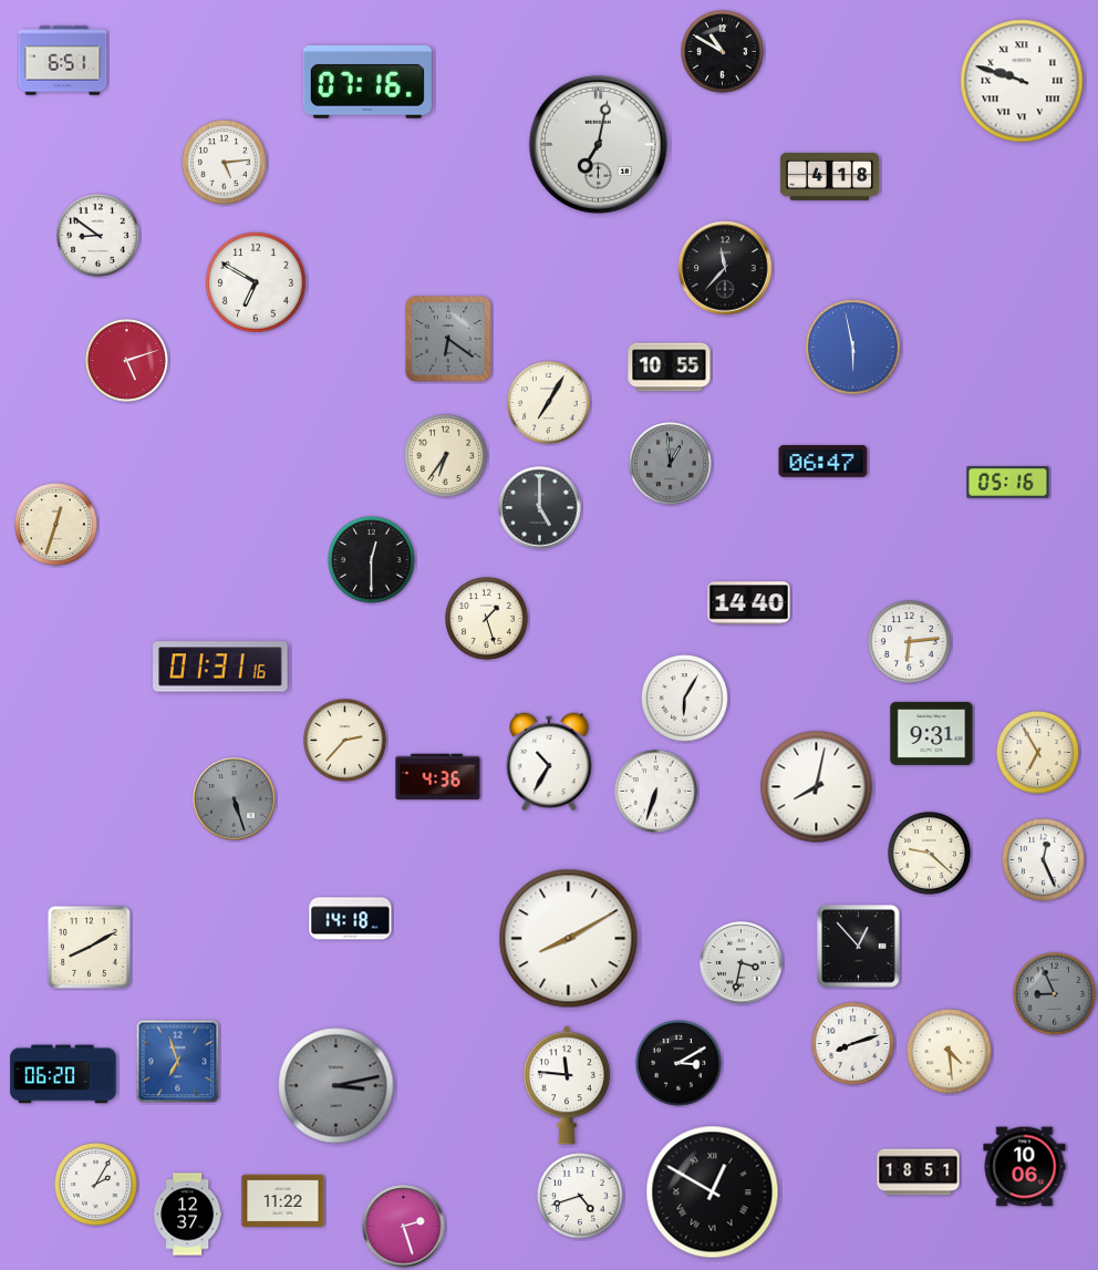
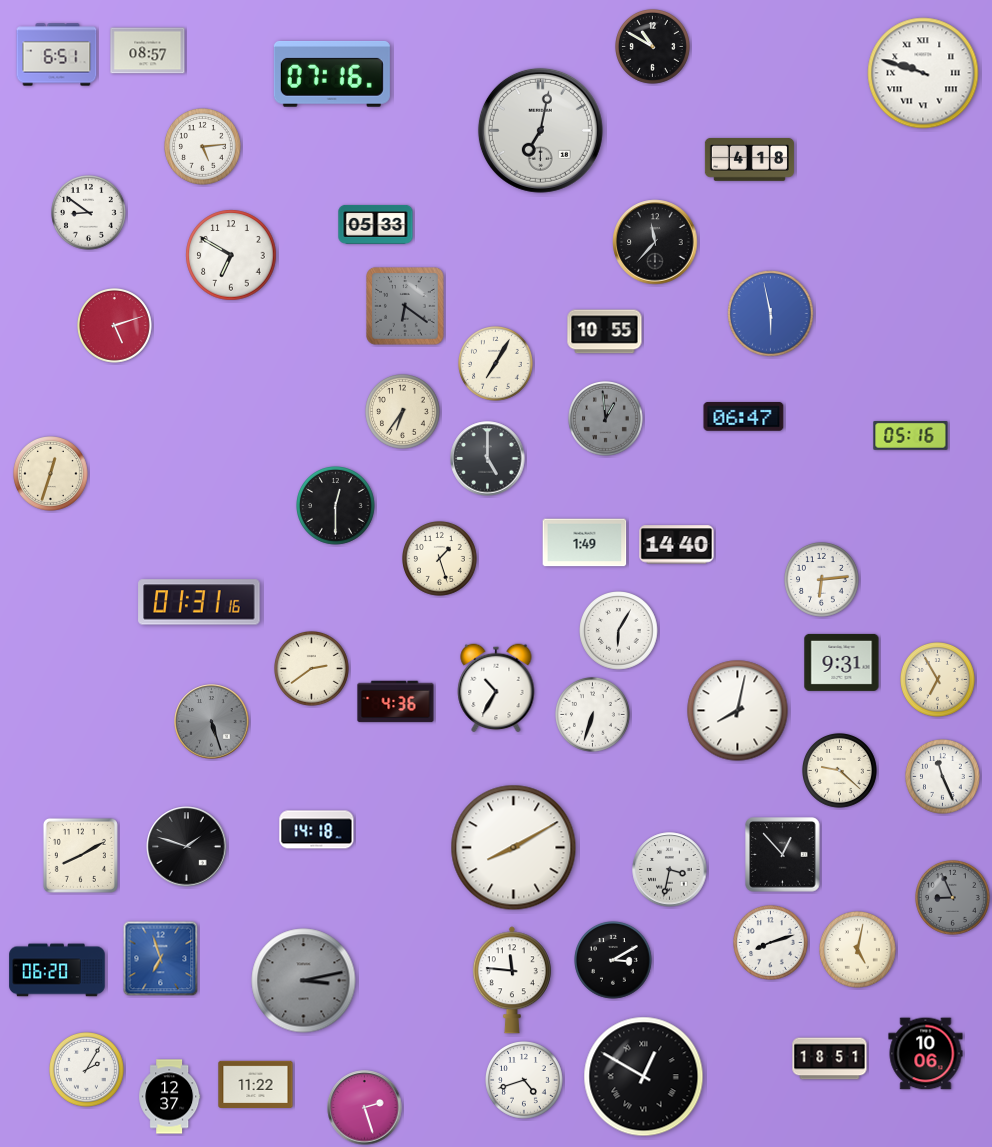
clock at (148, 51): none -> 08:57
clock at (376, 224): none -> 05:33
clock at (585, 543): none -> 1:49
clock at (345, 741): 2:37 -> 2:39
clock at (1044, 860): 12:26 -> 11:26
clock at (187, 847): none -> 1:48
clock at (859, 947) position: (859, 947) -> (783, 855)
clock at (950, 1052): 4:29 -> 5:02
